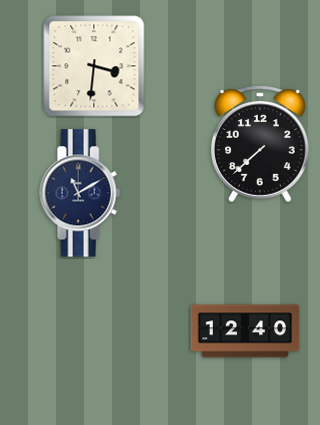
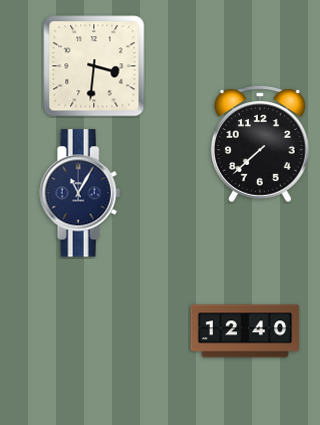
clock at (80, 193): 11:10 -> 11:05
